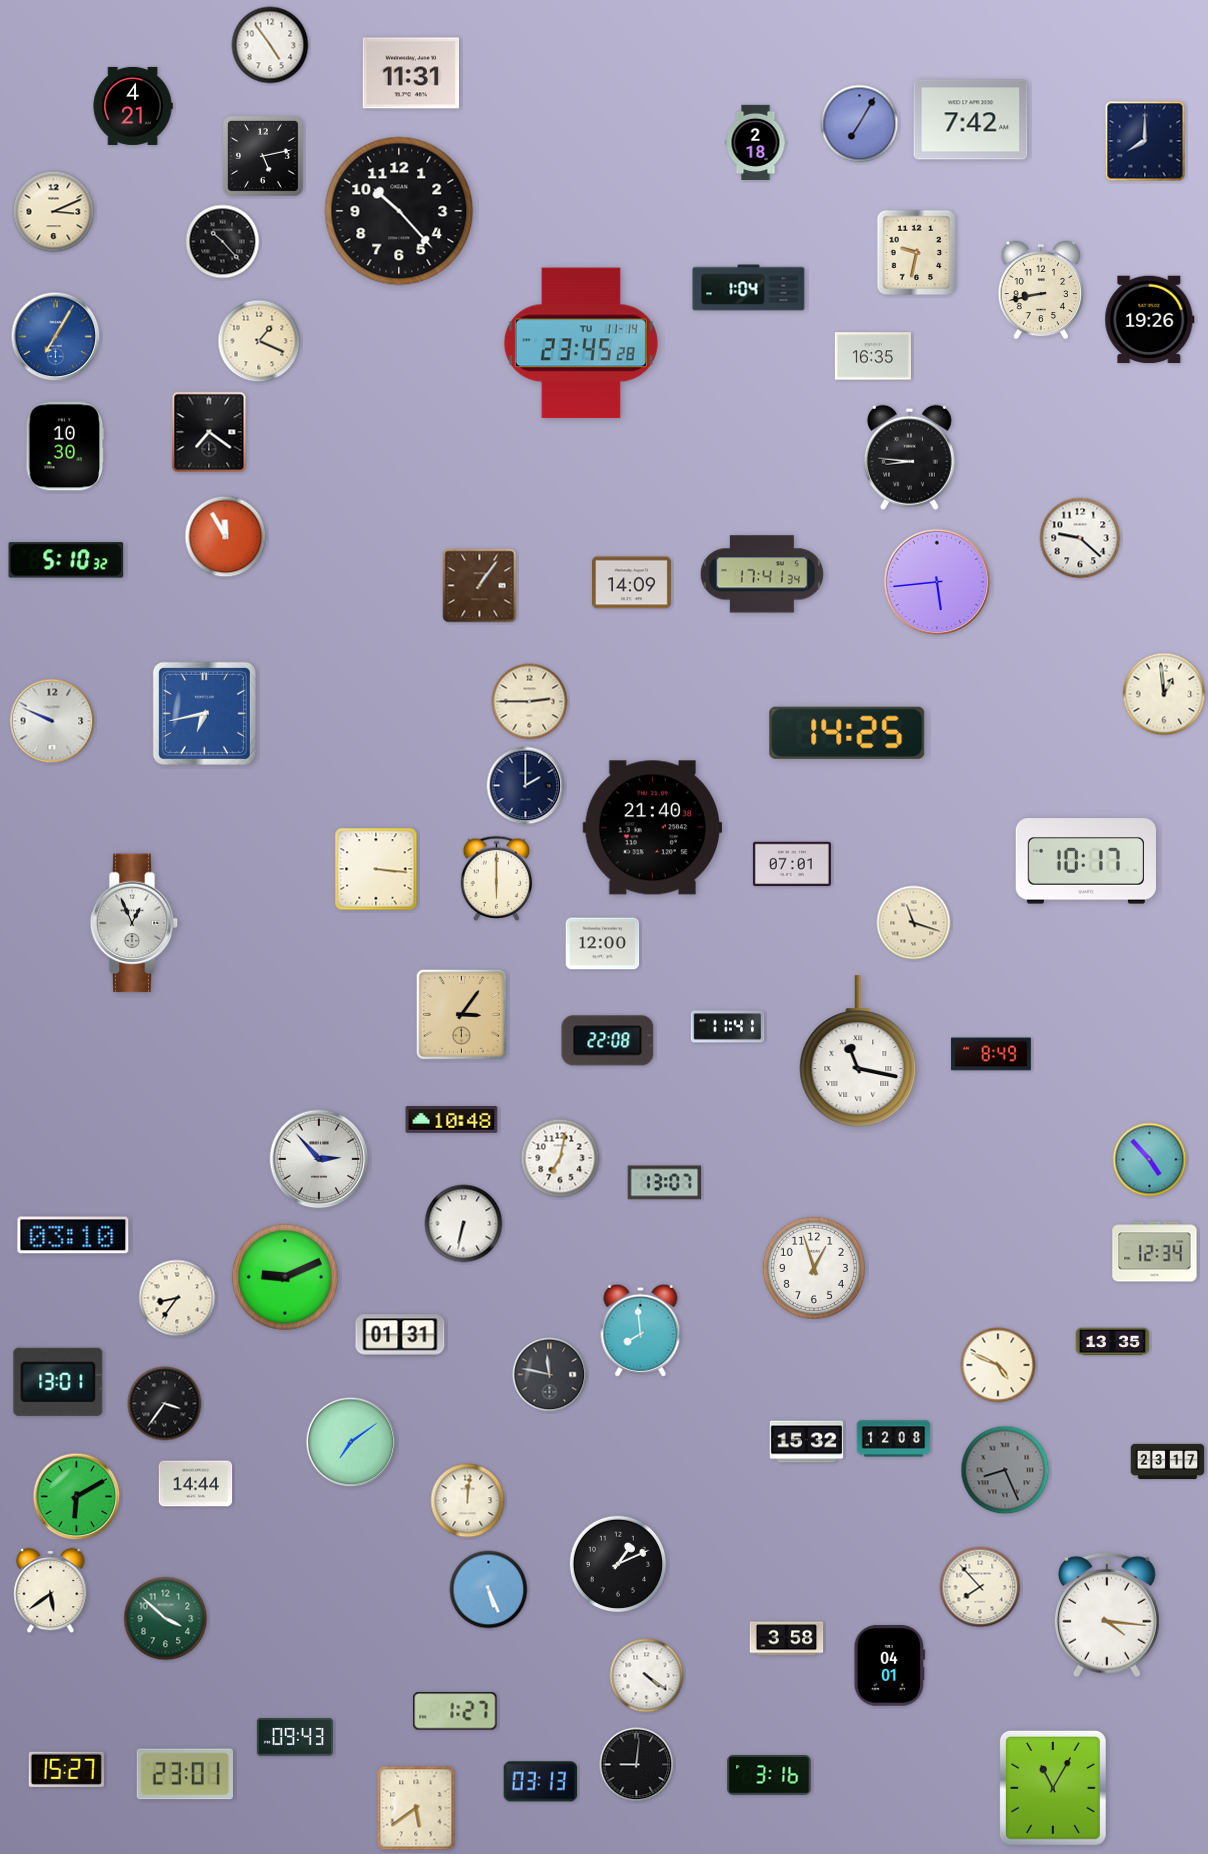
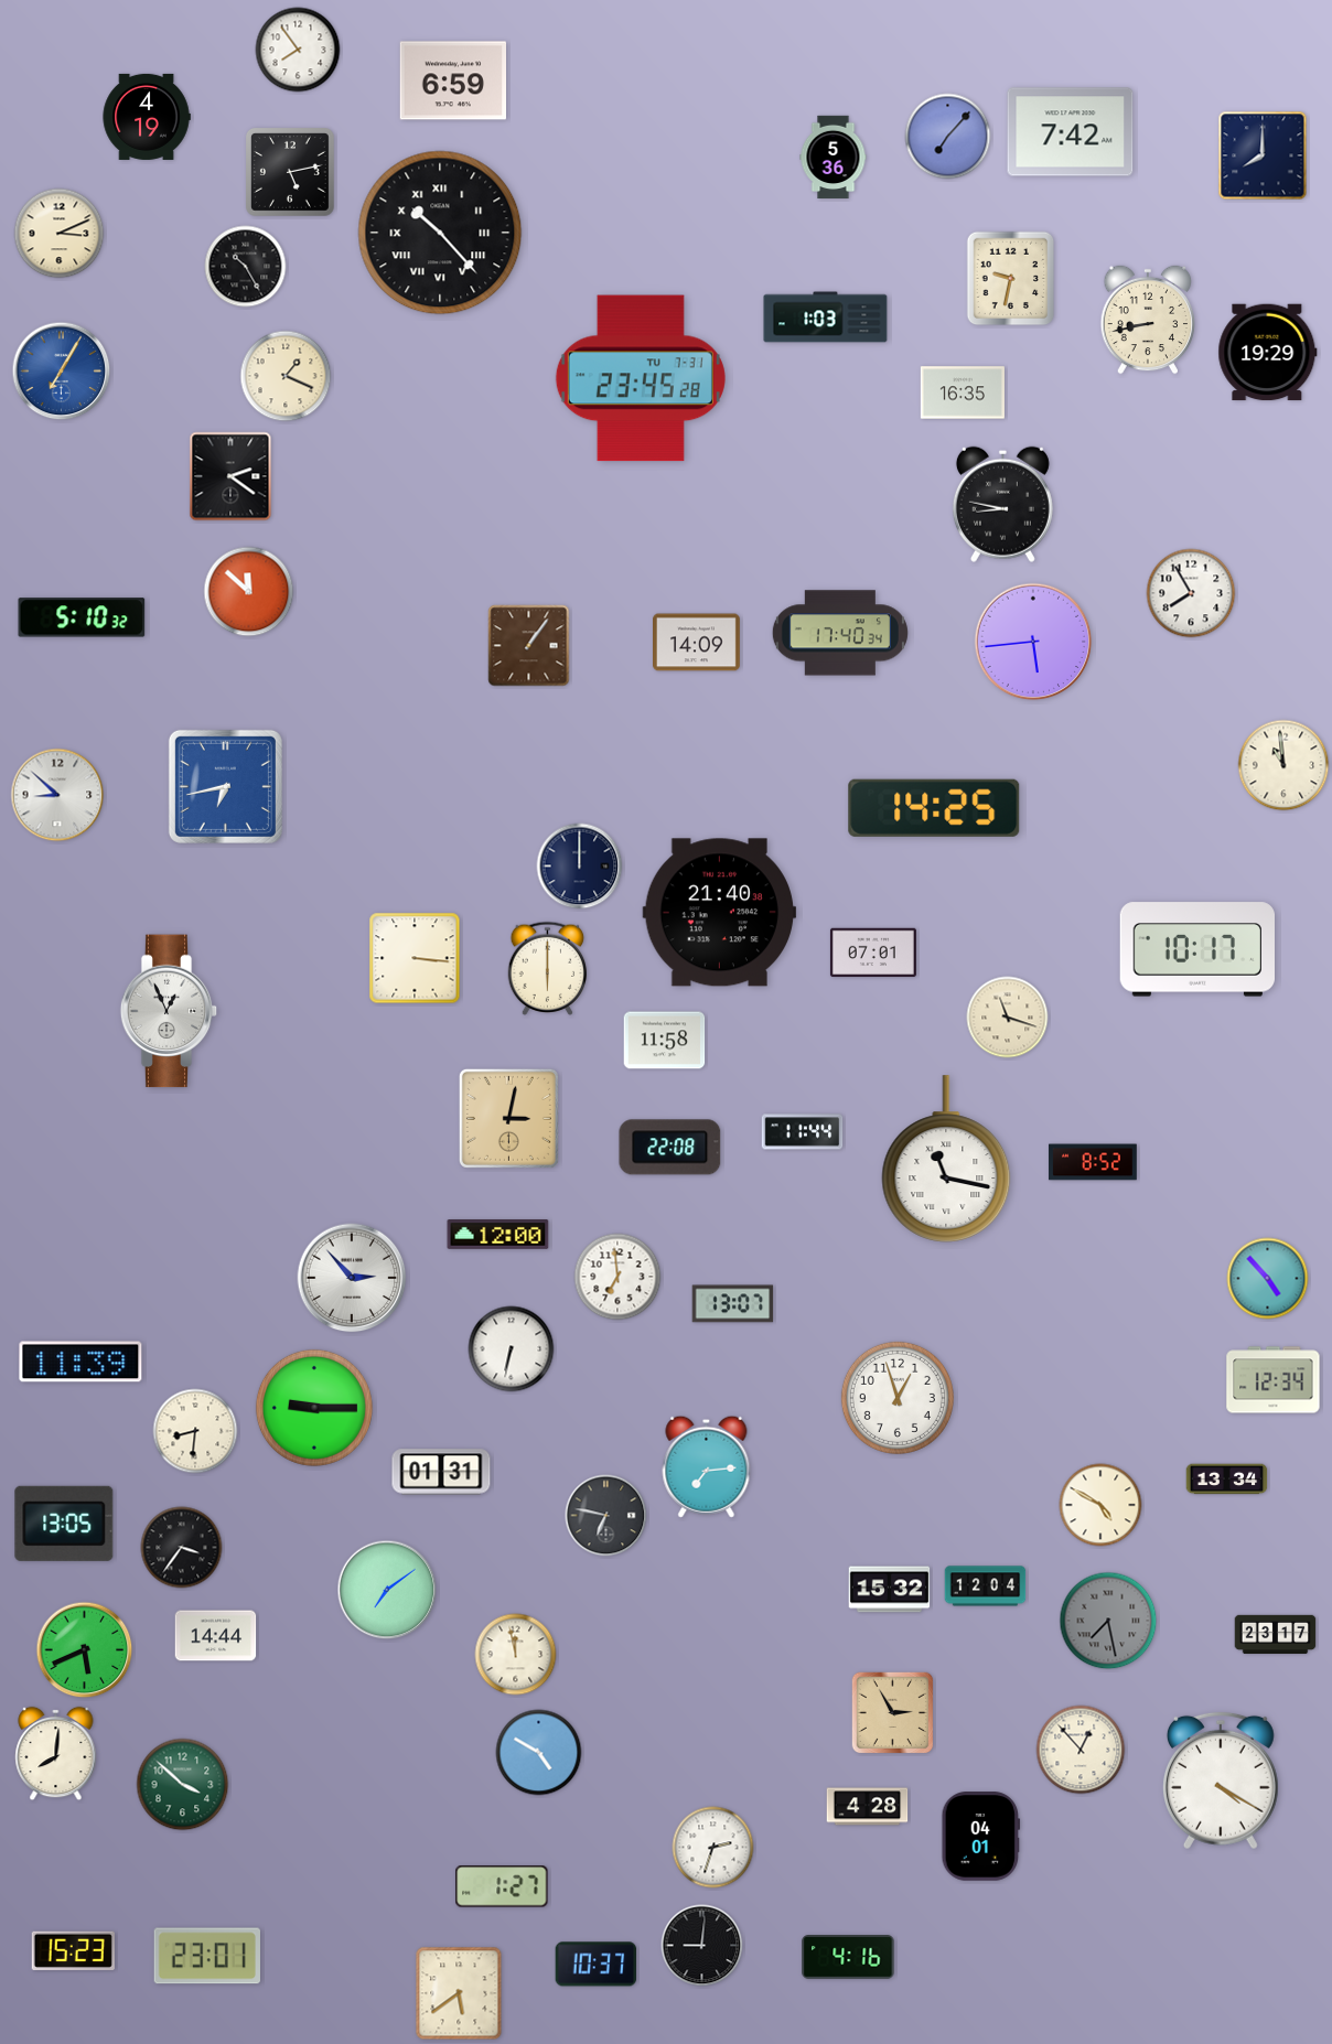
clock at (270, 45): 4:54 -> 7:54
clock at (410, 73): 11:31 -> 6:59
clock at (133, 106): 4:21 -> 4:19
clock at (860, 124): 7:05 -> 7:07
clock at (756, 143): 2:18 -> 5:36
clock at (399, 211) numerals: Arabic -> Roman
clock at (223, 242): 10:23 -> 10:25
clock at (749, 288): 1:04 -> 1:03
clock at (1150, 320): 19:26 -> 19:29
clock at (581, 343) date: TU 11-14 -> TU 7-31
clock at (209, 432): 7:21 -> 2:21
clock at (65, 446): 10:30 -> none
clock at (909, 457): 8:46 -> 8:47
clock at (226, 537): 11:55 -> 11:52
clock at (1080, 538): 9:22 -> 7:55
clock at (66, 560) position: (66, 560) -> (82, 617)
clock at (762, 574): 17:41 -> 17:40
clock at (1164, 694): 12:59 -> 10:59
clock at (530, 702): 2:45 -> none
clock at (52, 721): 9:49 -> 8:52
clock at (526, 786): 2:00 -> 12:00
clock at (134, 923) position: (134, 923) -> (169, 1011)
clock at (603, 944): 12:00 -> 11:58
clock at (461, 1014): 3:06 -> 3:02
clock at (728, 1027): 11:41 -> 11:44
clock at (991, 1054): 8:49 -> 8:52
clock at (452, 1120): 10:48 -> 12:00
clock at (560, 1158): 7:02 -> 6:59
clock at (73, 1235): 03:10 -> 11:39
clock at (285, 1277): 9:11 -> 9:15
clock at (177, 1298): 8:36 -> 8:31
clock at (641, 1330): 7:59 -> 7:14
clock at (1113, 1342): 13:35 -> 13:34
clock at (998, 1365): 4:49 -> 4:50
clock at (550, 1375): 11:47 -> 6:47
clock at (58, 1382): 13:01 -> 13:05
clock at (894, 1439): 12:08 -> 12:04
clock at (1168, 1462) position: (1168, 1462) -> (1276, 1635)
clock at (1005, 1470): 8:26 -> 7:28
clock at (77, 1497): 6:10 -> 5:41
clock at (468, 1501): 12:01 -> 11:58
clock at (893, 1713): none -> 2:55
clock at (618, 1564): 1:11 -> none
clock at (980, 1587): 7:53 -> 12:53
clock at (489, 1590): 5:26 -> 4:50
clock at (51, 1591): 5:39 -> 8:01
clock at (1107, 1615): 4:16 -> 4:20
clock at (787, 1639): 3:58 -> 4:28
clock at (647, 1676): 4:21 -> 2:33
clock at (295, 1737): 09:43 -> none
clock at (66, 1769): 15:27 -> 15:23
clock at (185, 1774) position: (185, 1774) -> (207, 1956)
clock at (769, 1775): 3:16 -> 4:16
clock at (541, 1782): 03:13 -> 10:37
clock at (1053, 1788): 11:05 -> none
